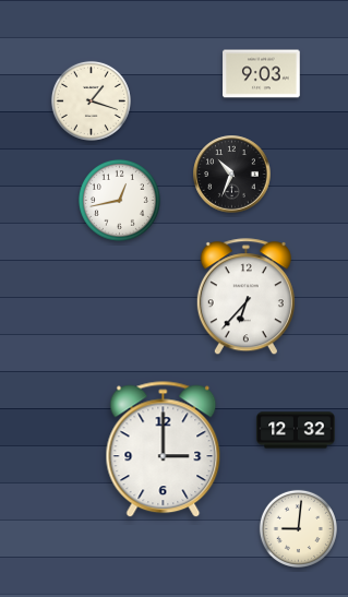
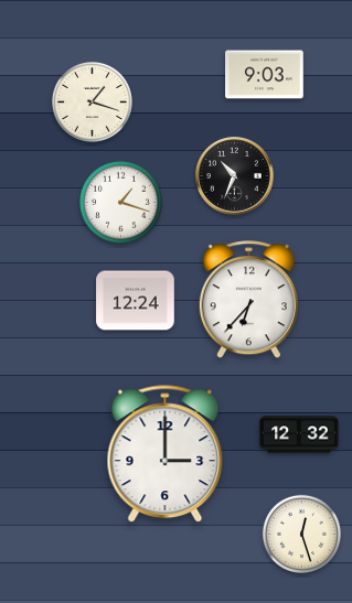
clock at (119, 200): 12:43 -> 1:18
clock at (136, 301): none -> 12:24
clock at (298, 528): 9:01 -> 12:27
